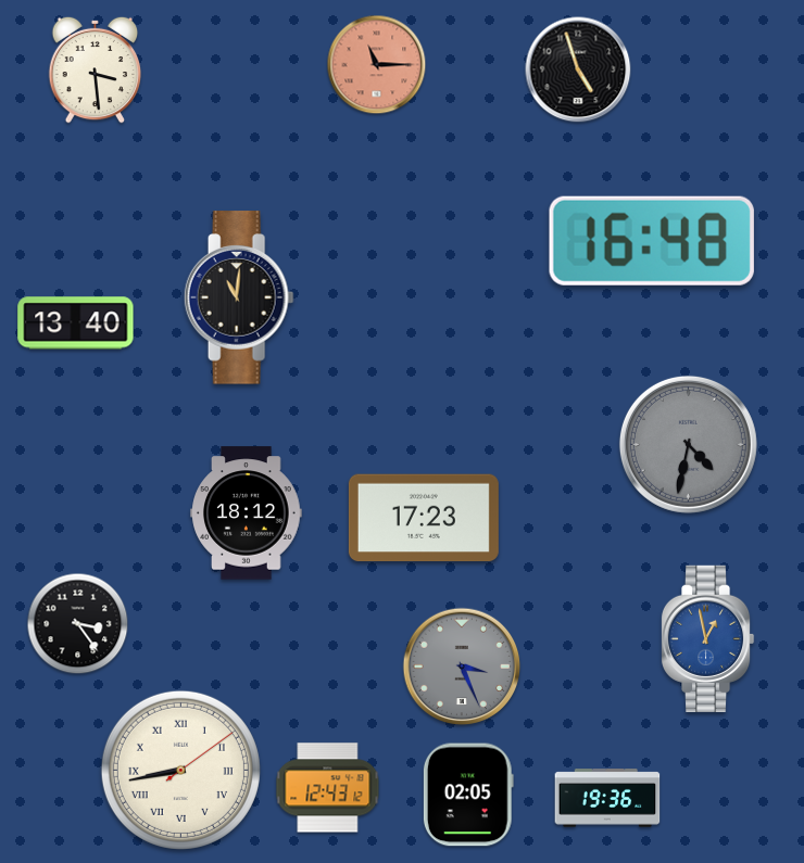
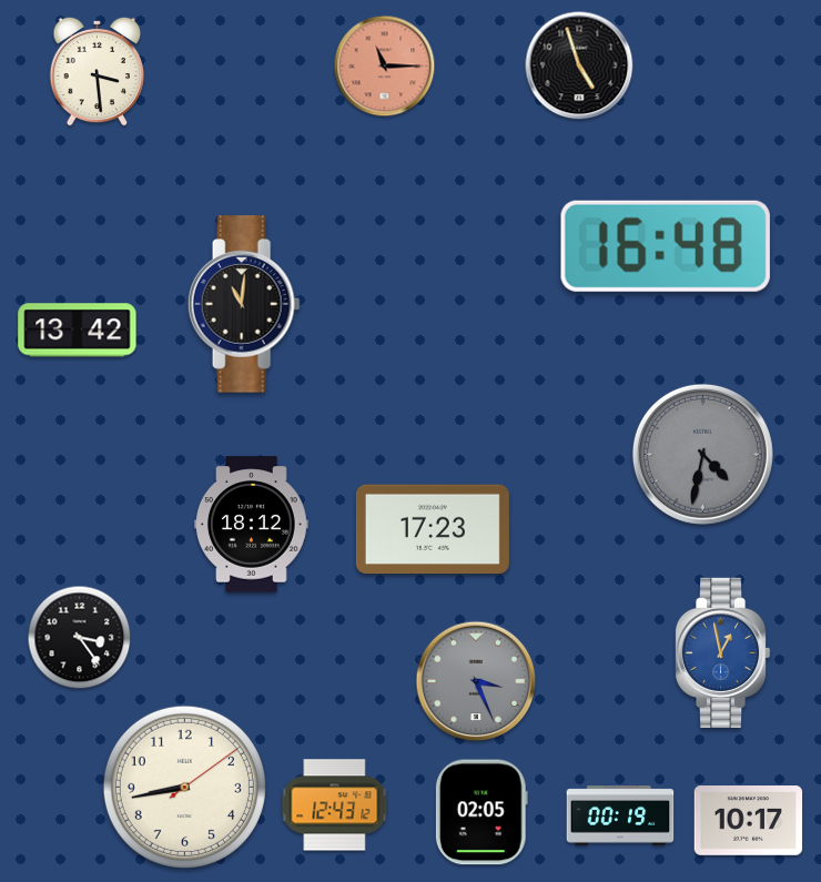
clock at (578, 69) position: (578, 69) -> (579, 65)
clock at (76, 323): 13:40 -> 13:42
clock at (462, 667) position: (462, 667) -> (476, 681)
clock at (180, 770) numerals: Roman -> Arabic
clock at (468, 795) position: (468, 795) -> (482, 812)
clock at (607, 798): 19:36 -> 00:19
clock at (749, 821): none -> 10:17
